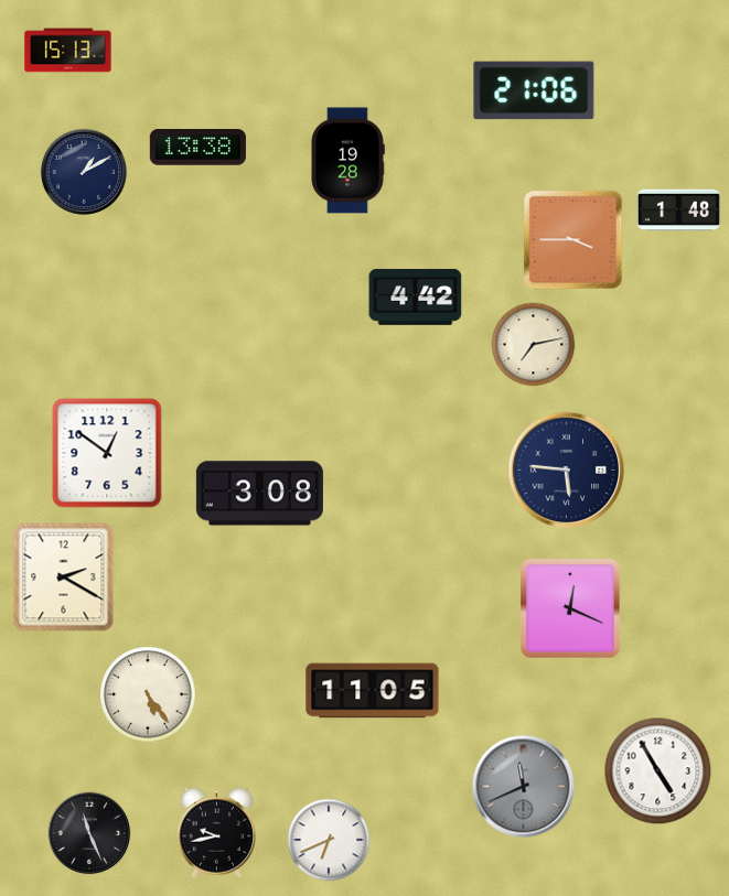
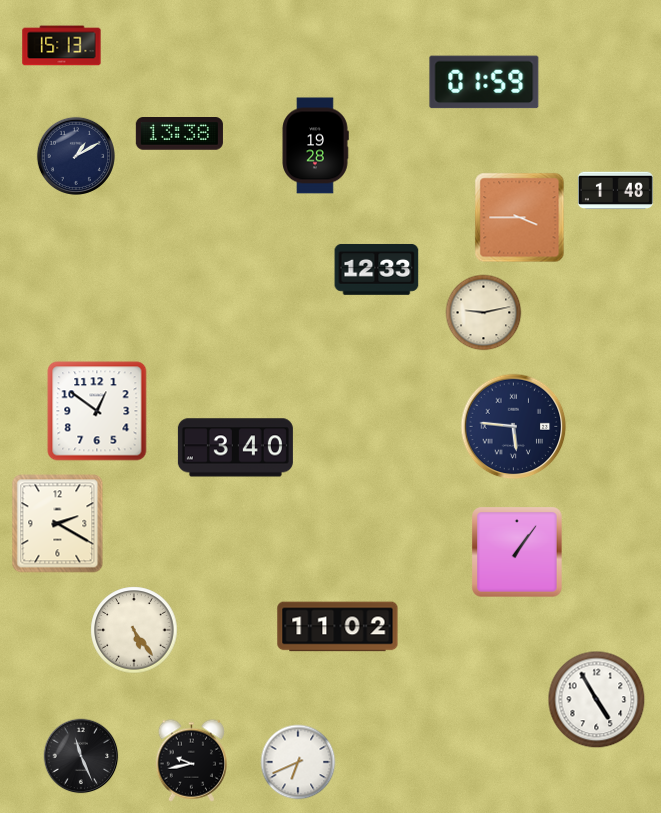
clock at (534, 90): 21:06 -> 01:59
clock at (416, 296): 4:42 -> 12:33
clock at (534, 345): 7:13 -> 9:13
clock at (259, 494): 3:08 -> 3:40
clock at (570, 608): 12:19 -> 1:06
clock at (373, 691): 11:05 -> 11:02
clock at (524, 787): 11:41 -> none
clock at (216, 832) position: (216, 832) -> (191, 760)
